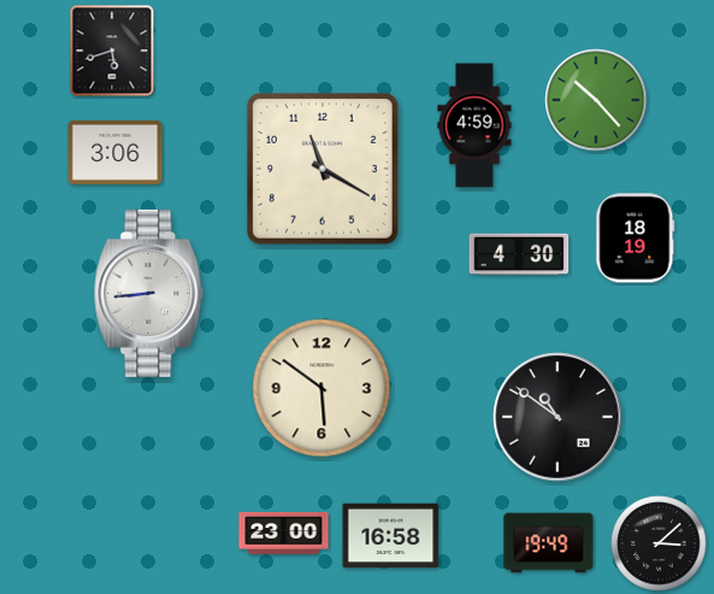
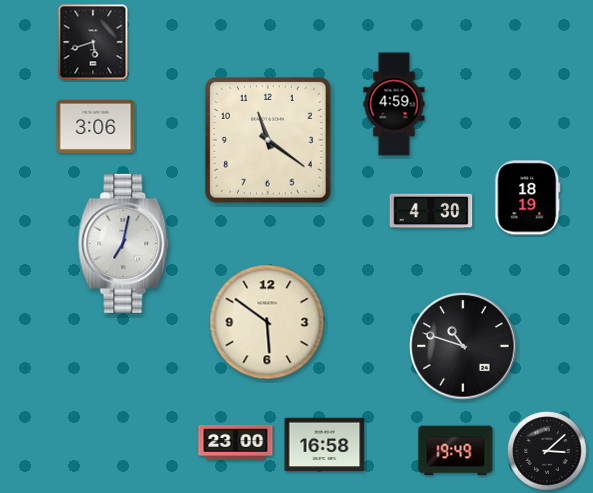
clock at (596, 100): 10:23 -> none
clock at (324, 170): 11:20 -> 11:21
clock at (149, 293): 8:44 -> 7:02
clock at (557, 417): 10:51 -> 10:48
